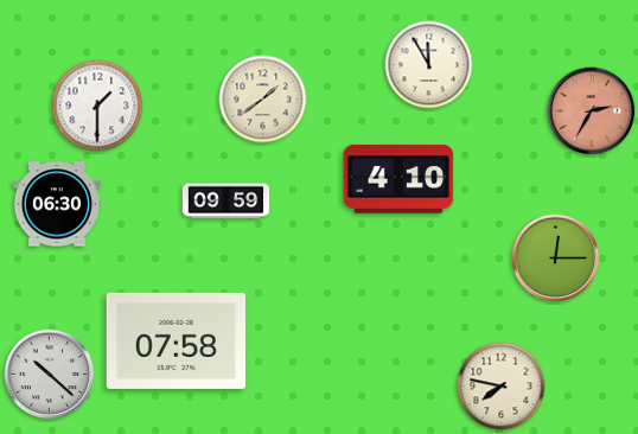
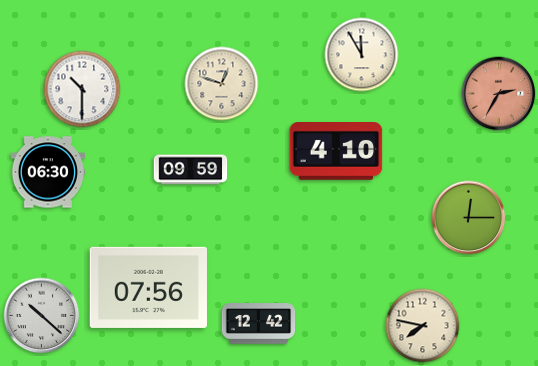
clock at (263, 100): 1:39 -> 12:48
clock at (97, 106): 1:30 -> 10:30
clock at (176, 340): 07:58 -> 07:56
clock at (259, 324): none -> 12:42
